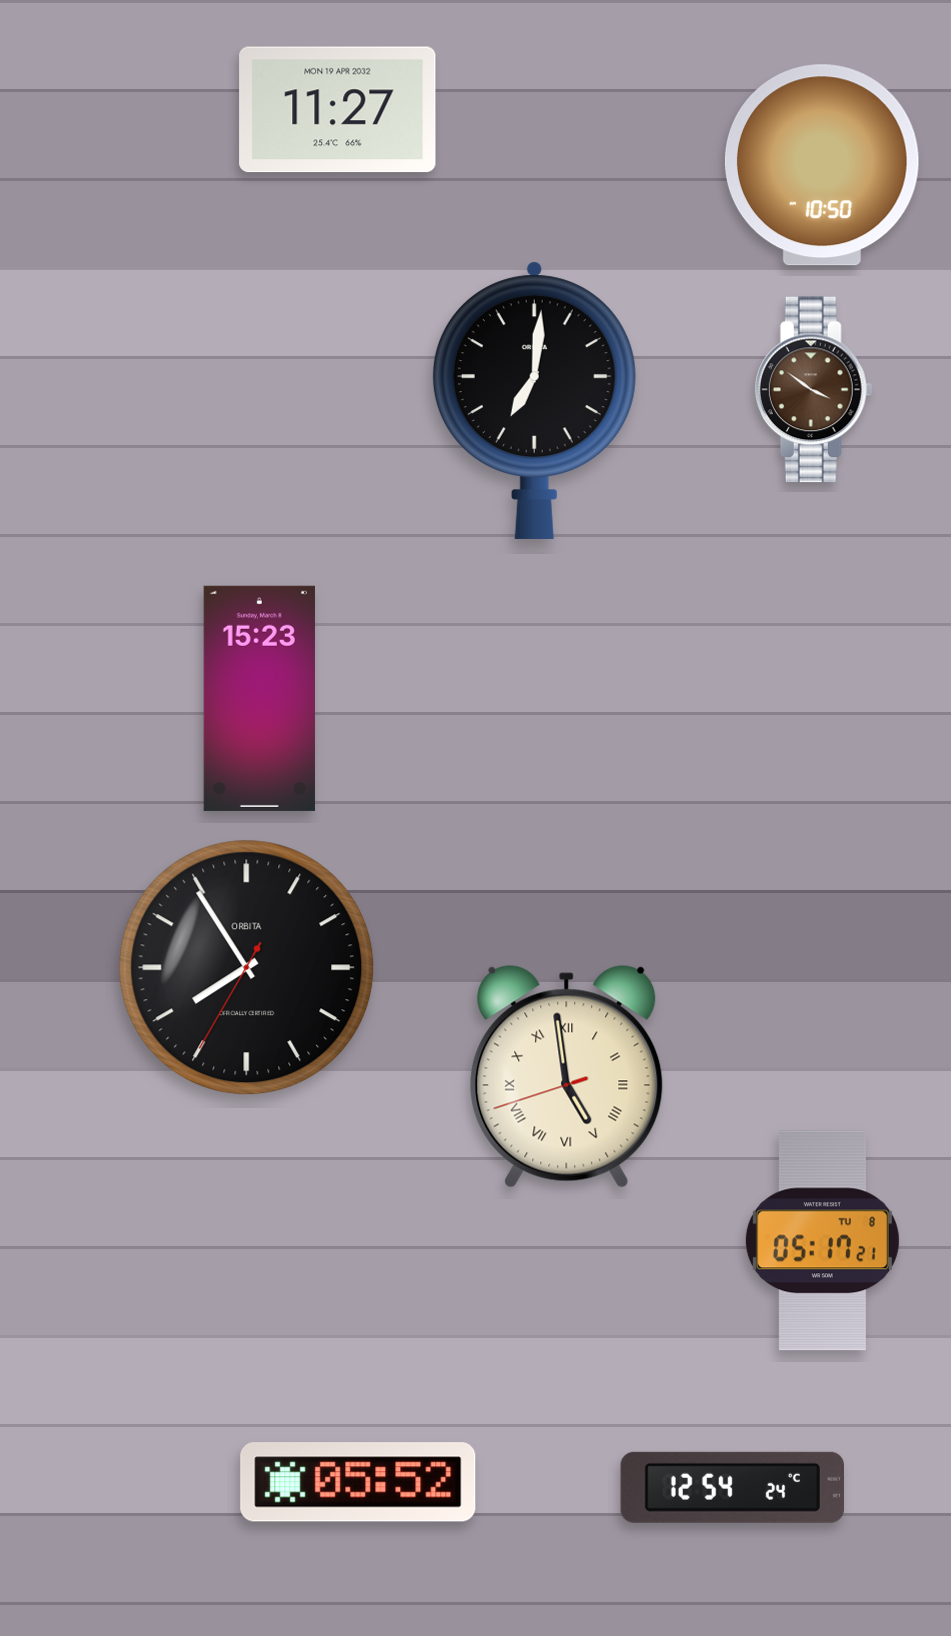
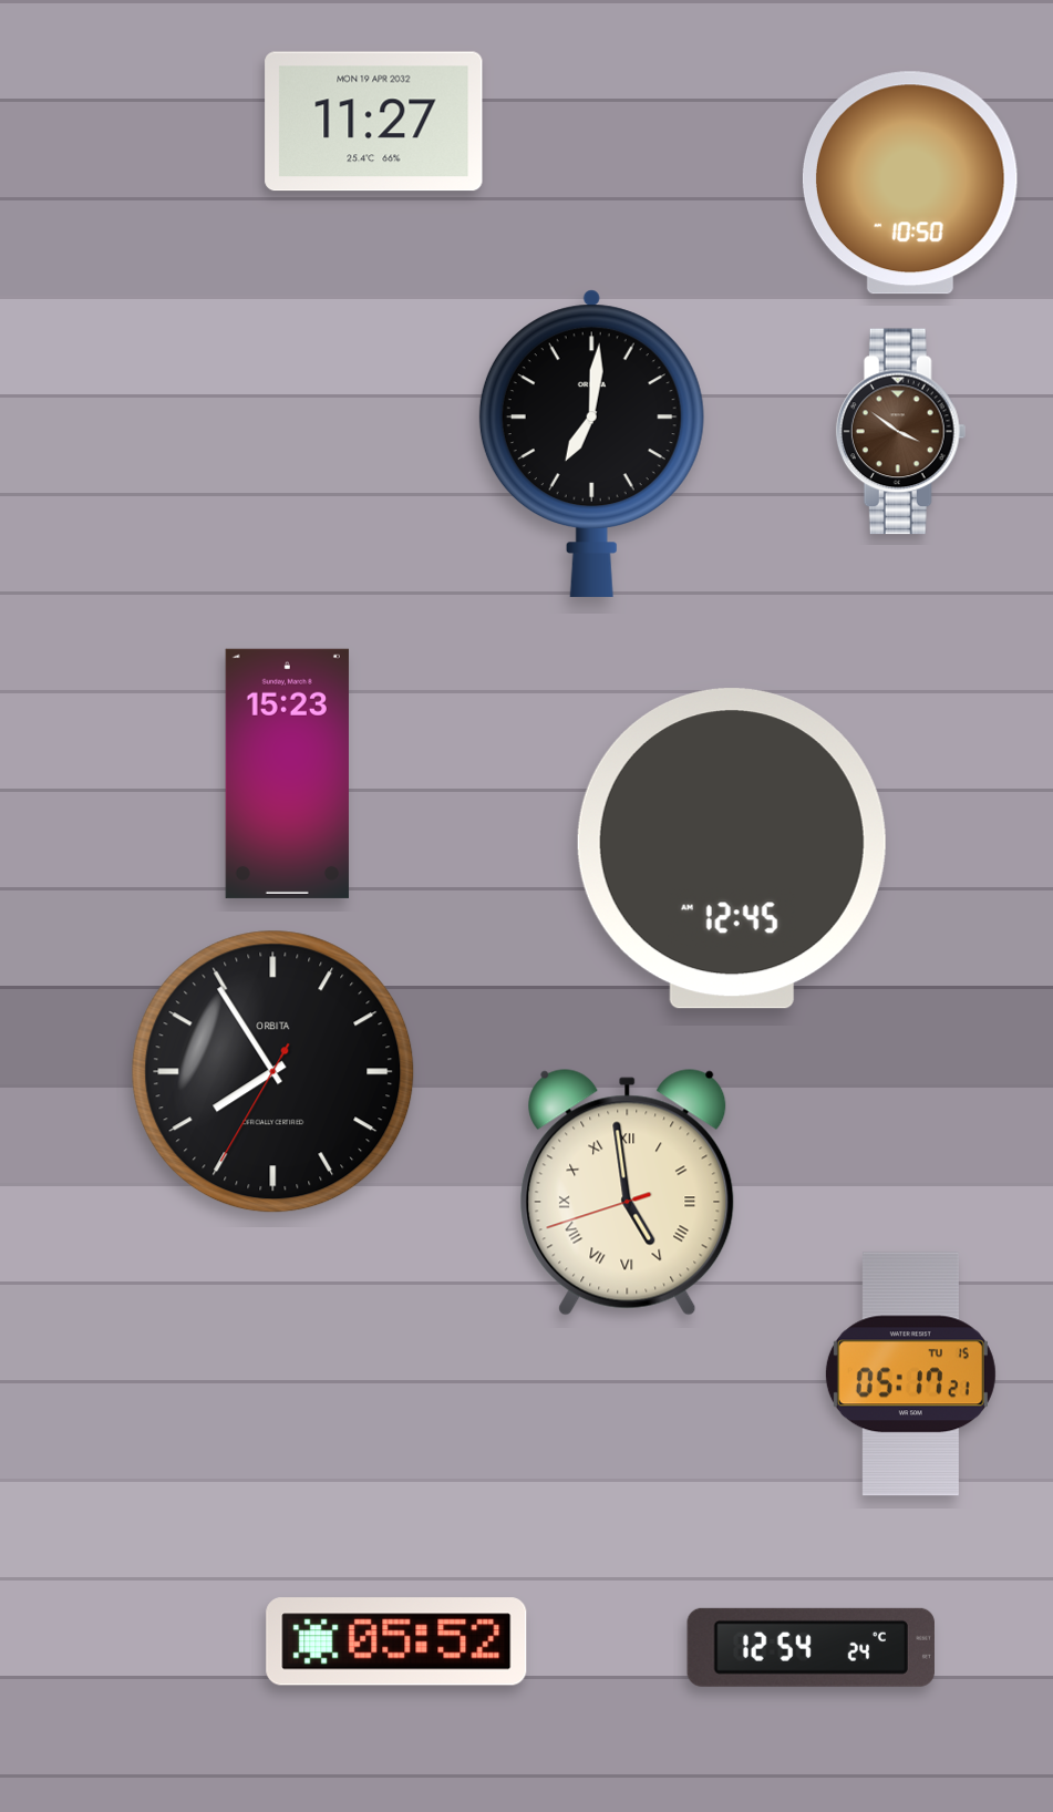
clock at (732, 848): none -> 12:45
clock at (822, 1241) date: TU 8 -> TU 15
